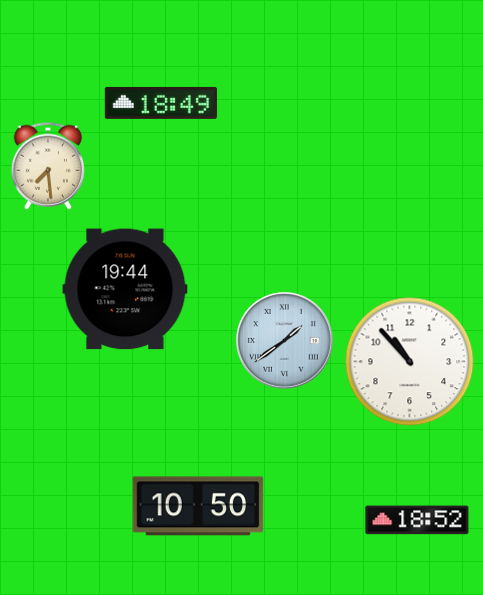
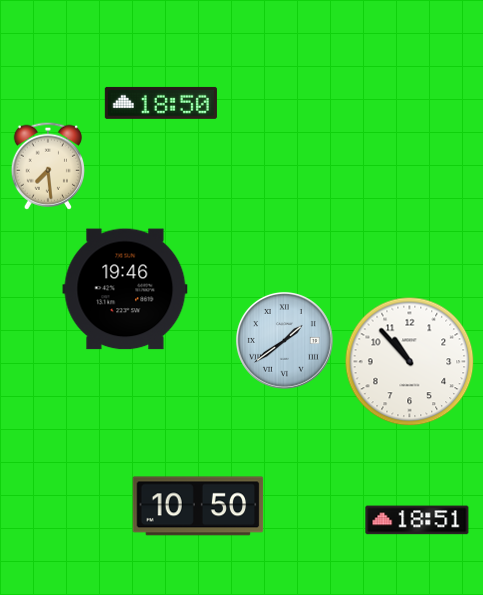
clock at (161, 103): 18:49 -> 18:50
clock at (125, 289): 19:44 -> 19:46
clock at (417, 520): 18:52 -> 18:51
